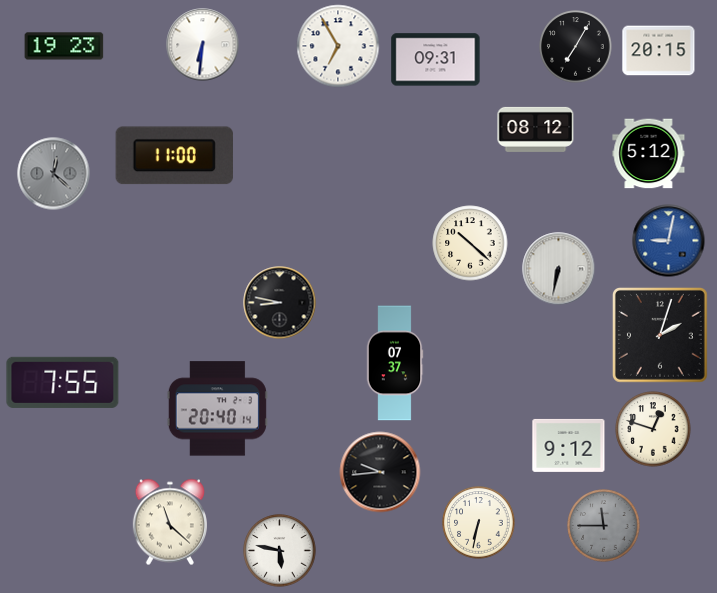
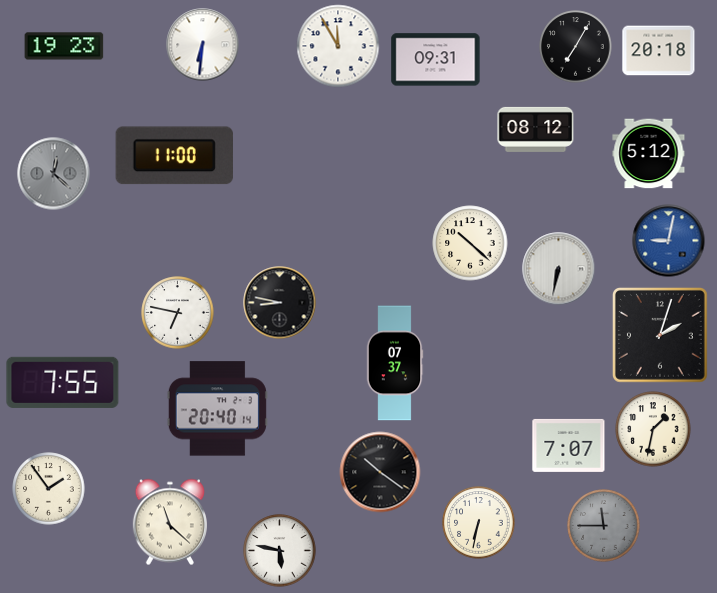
clock at (338, 46): 6:55 -> 11:55
clock at (659, 51): 20:15 -> 20:18
clock at (178, 313): none -> 6:47
clock at (653, 429): 12:48 -> 1:32
clock at (569, 445): 9:12 -> 7:07
clock at (380, 472): 9:44 -> 10:21
clock at (49, 489): none -> 1:54
